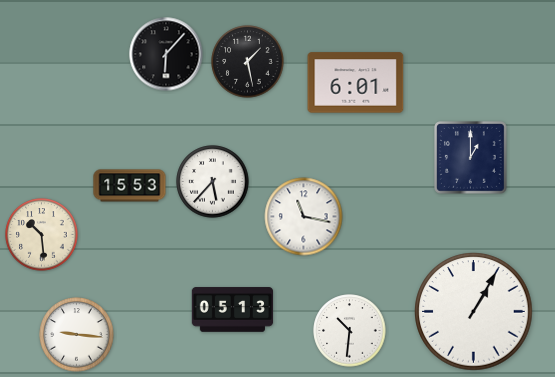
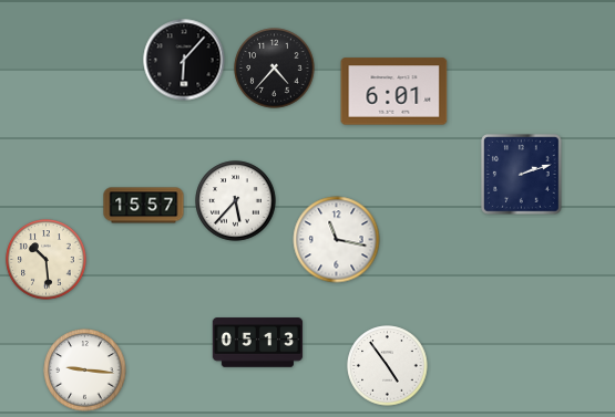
clock at (248, 62): 1:28 -> 4:37
clock at (471, 158): 1:00 -> 2:12
clock at (130, 186): 15:53 -> 15:57
clock at (474, 312): 1:05 -> none
clock at (350, 331): 10:31 -> 4:54
